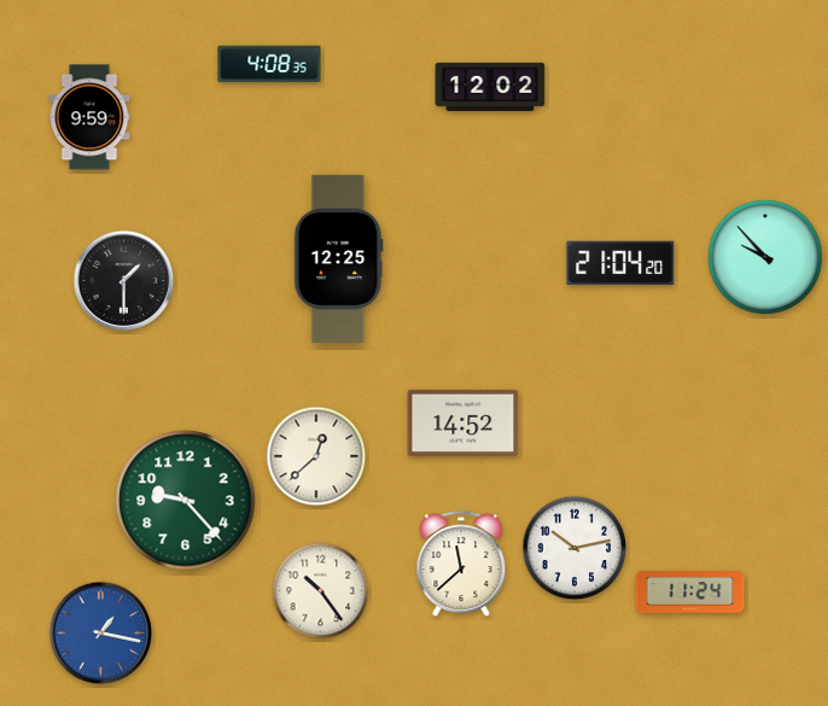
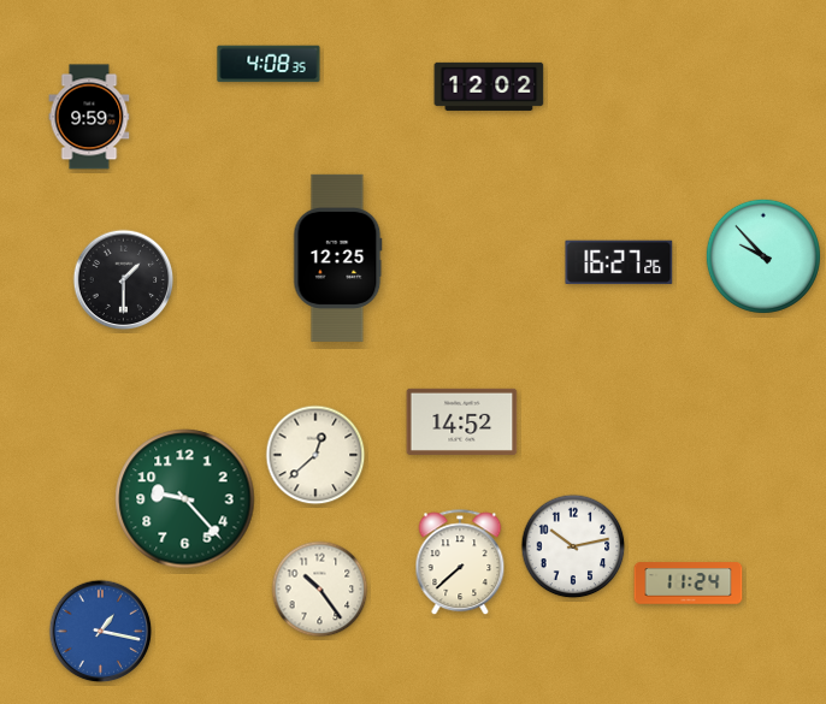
clock at (620, 263): 21:04 -> 16:27
clock at (461, 565): 11:38 -> 7:38
clock at (690, 593) position: (690, 593) -> (689, 584)
